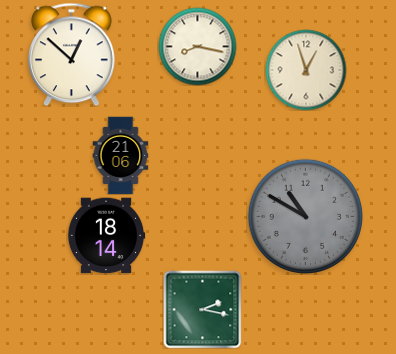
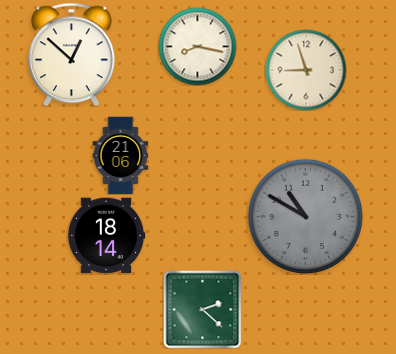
clock at (306, 70): 12:57 -> 8:57
clock at (202, 309): 2:17 -> 2:22
